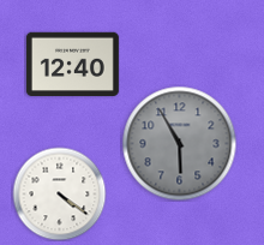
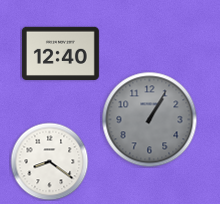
clock at (179, 143): 5:55 -> 1:05
clock at (59, 193): 4:21 -> 8:21
